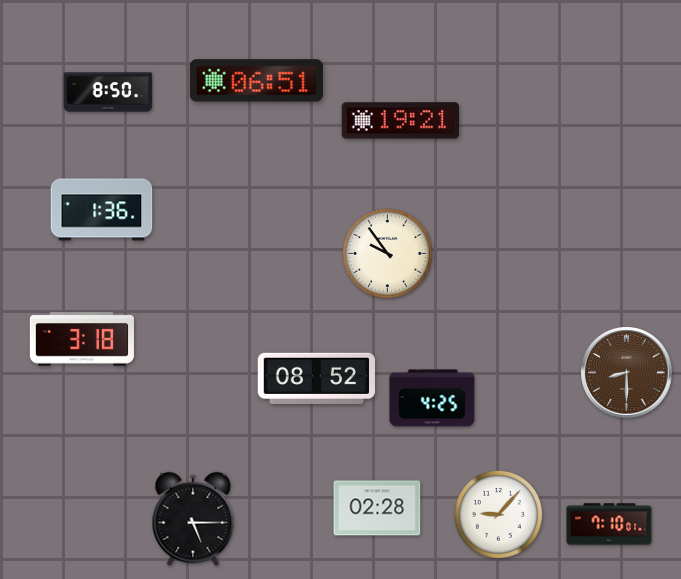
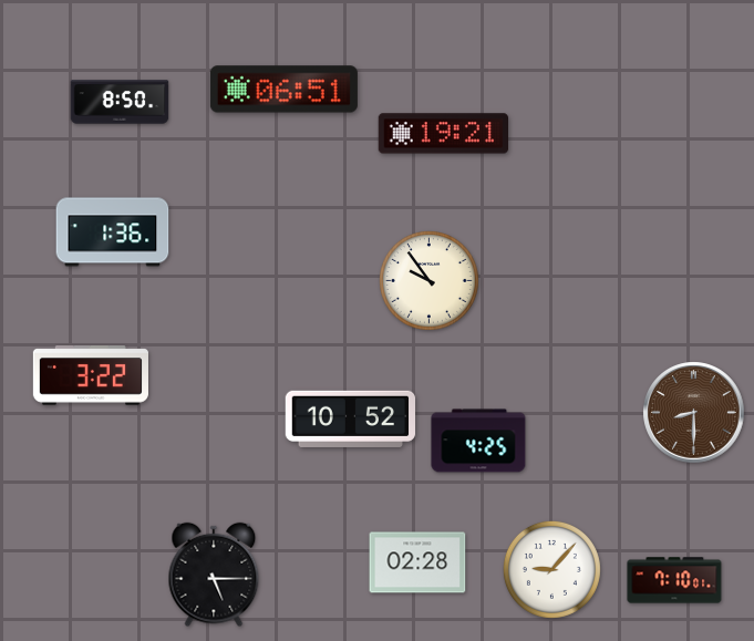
clock at (82, 339): 3:18 -> 3:22
clock at (317, 378): 08:52 -> 10:52
